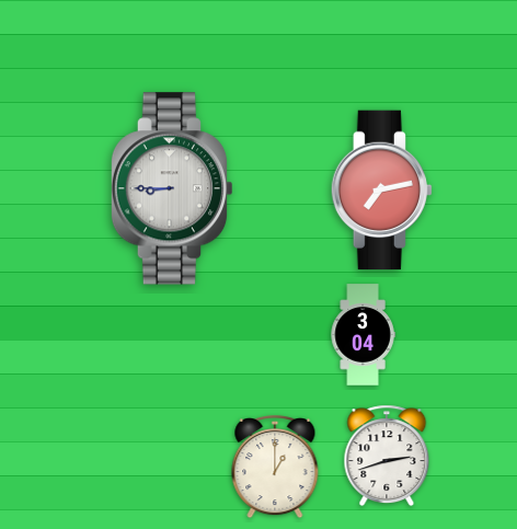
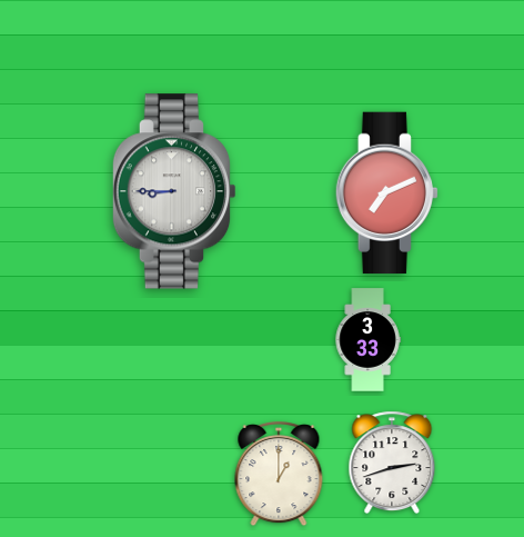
clock at (381, 191): 7:13 -> 7:11
clock at (363, 335): 3:04 -> 3:33
